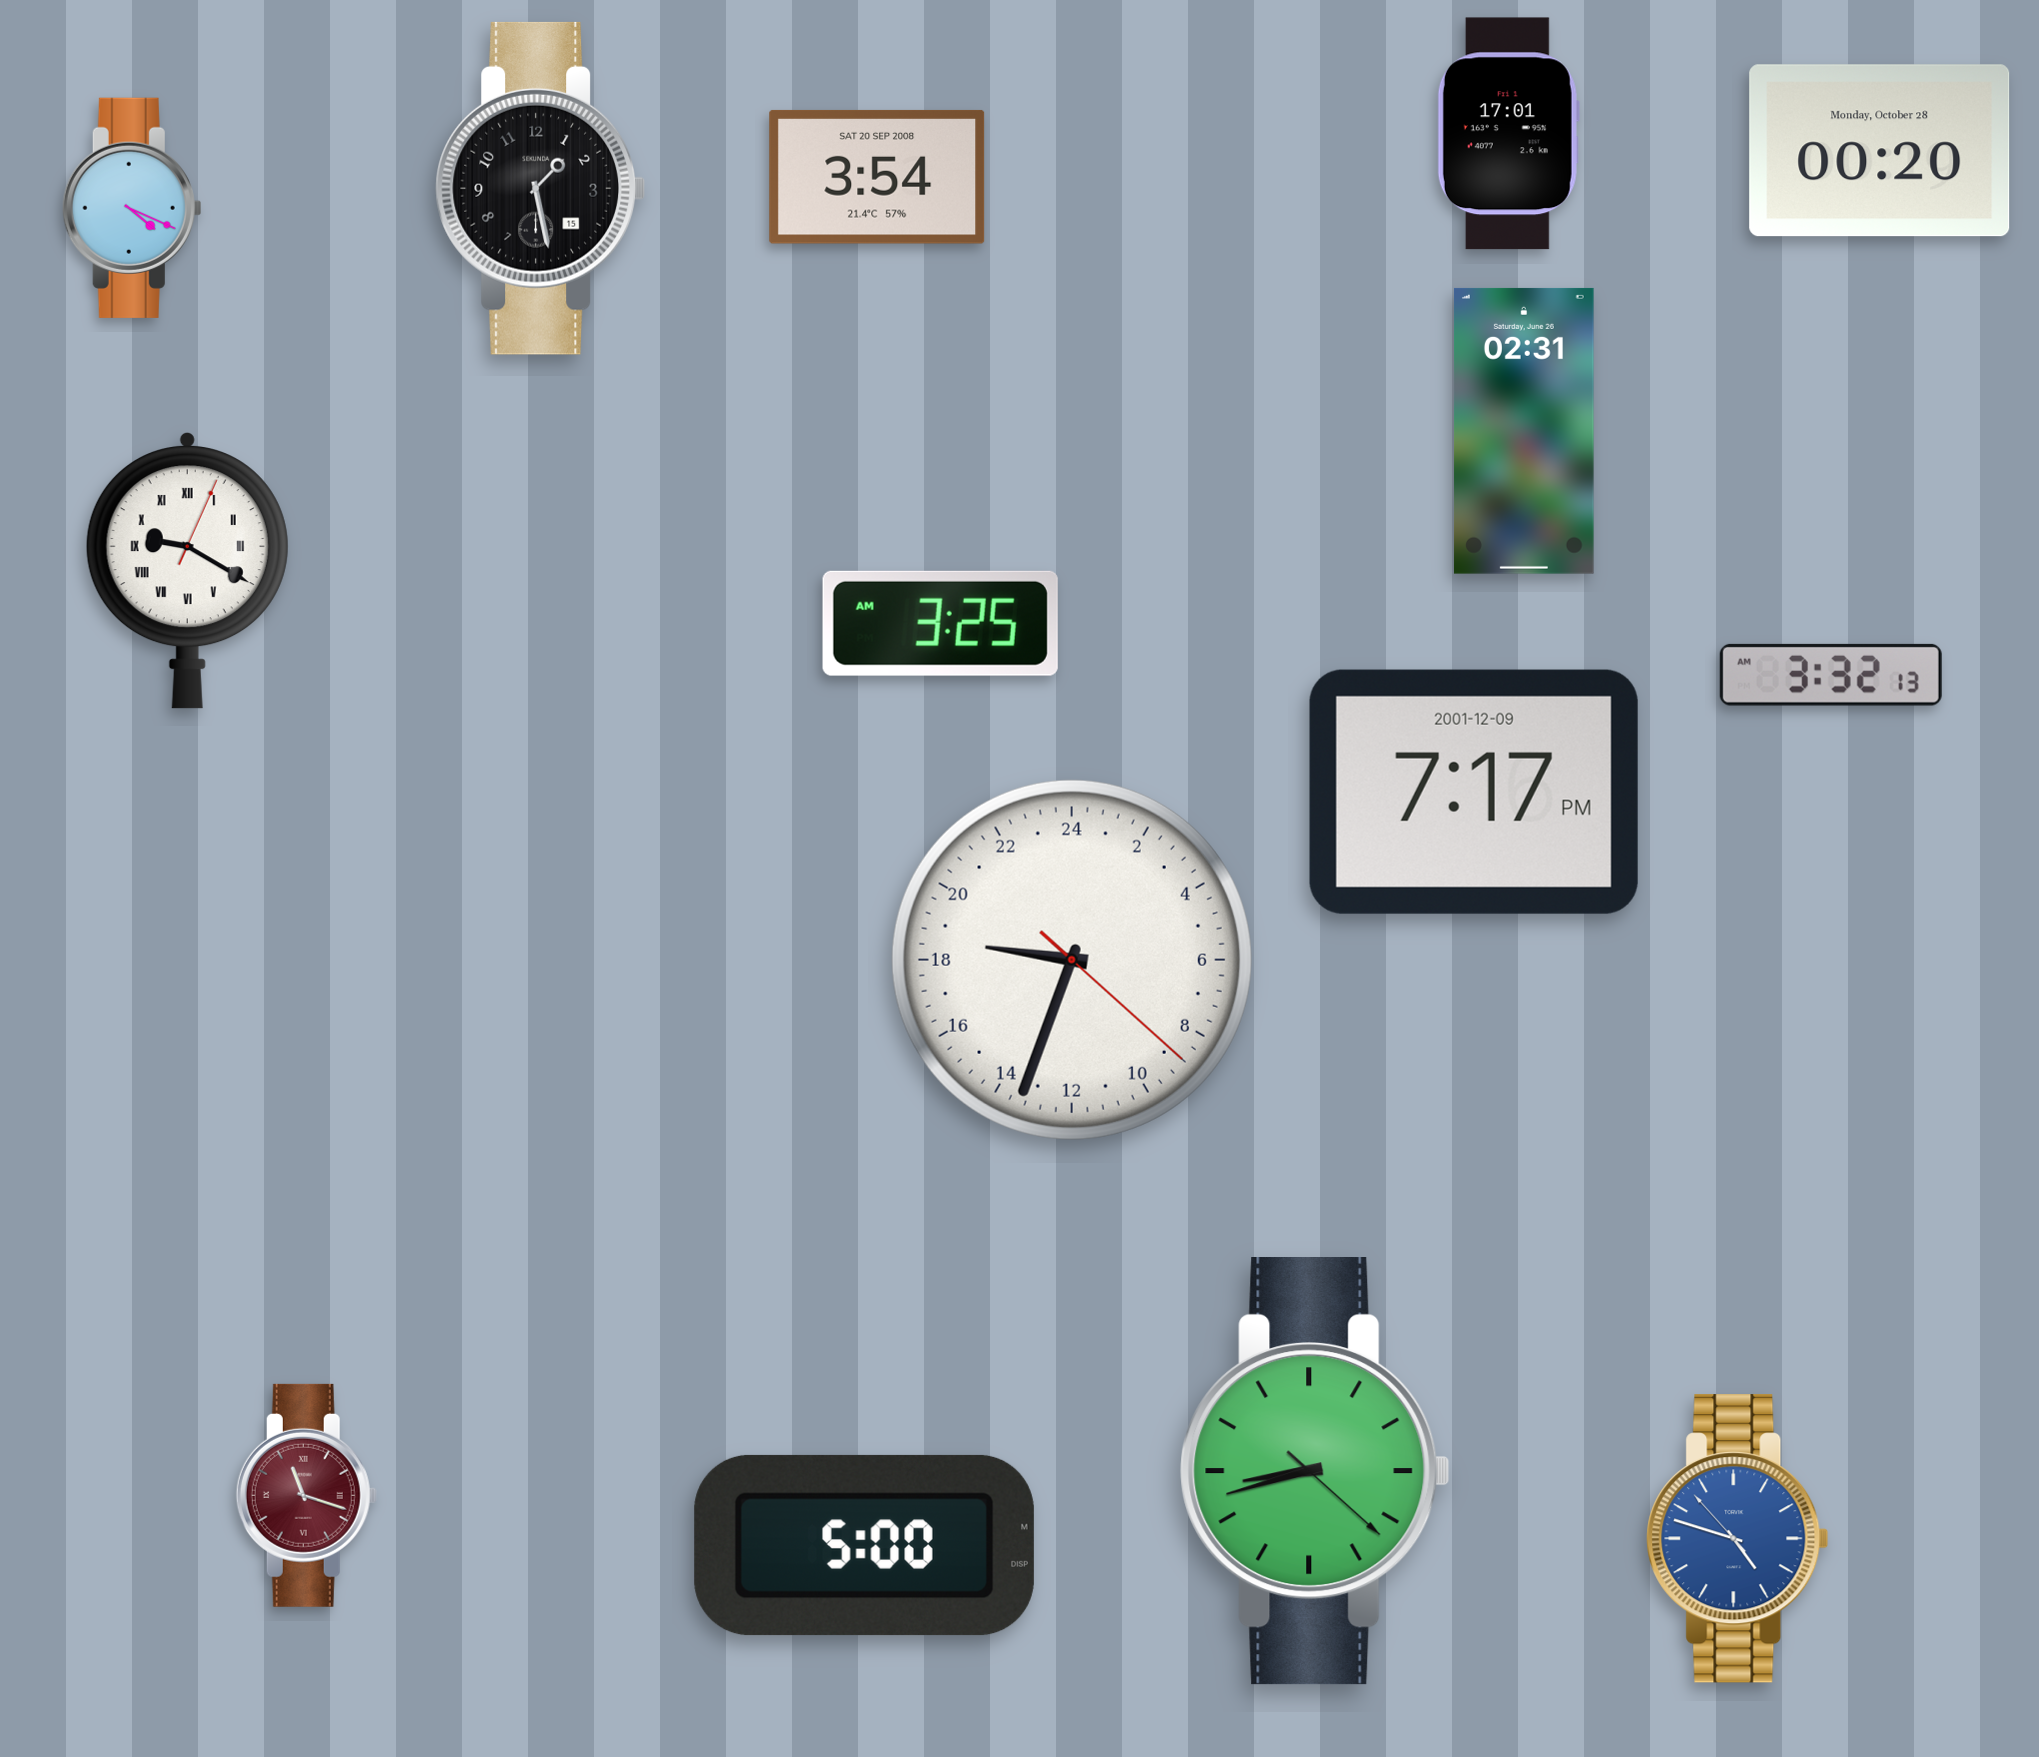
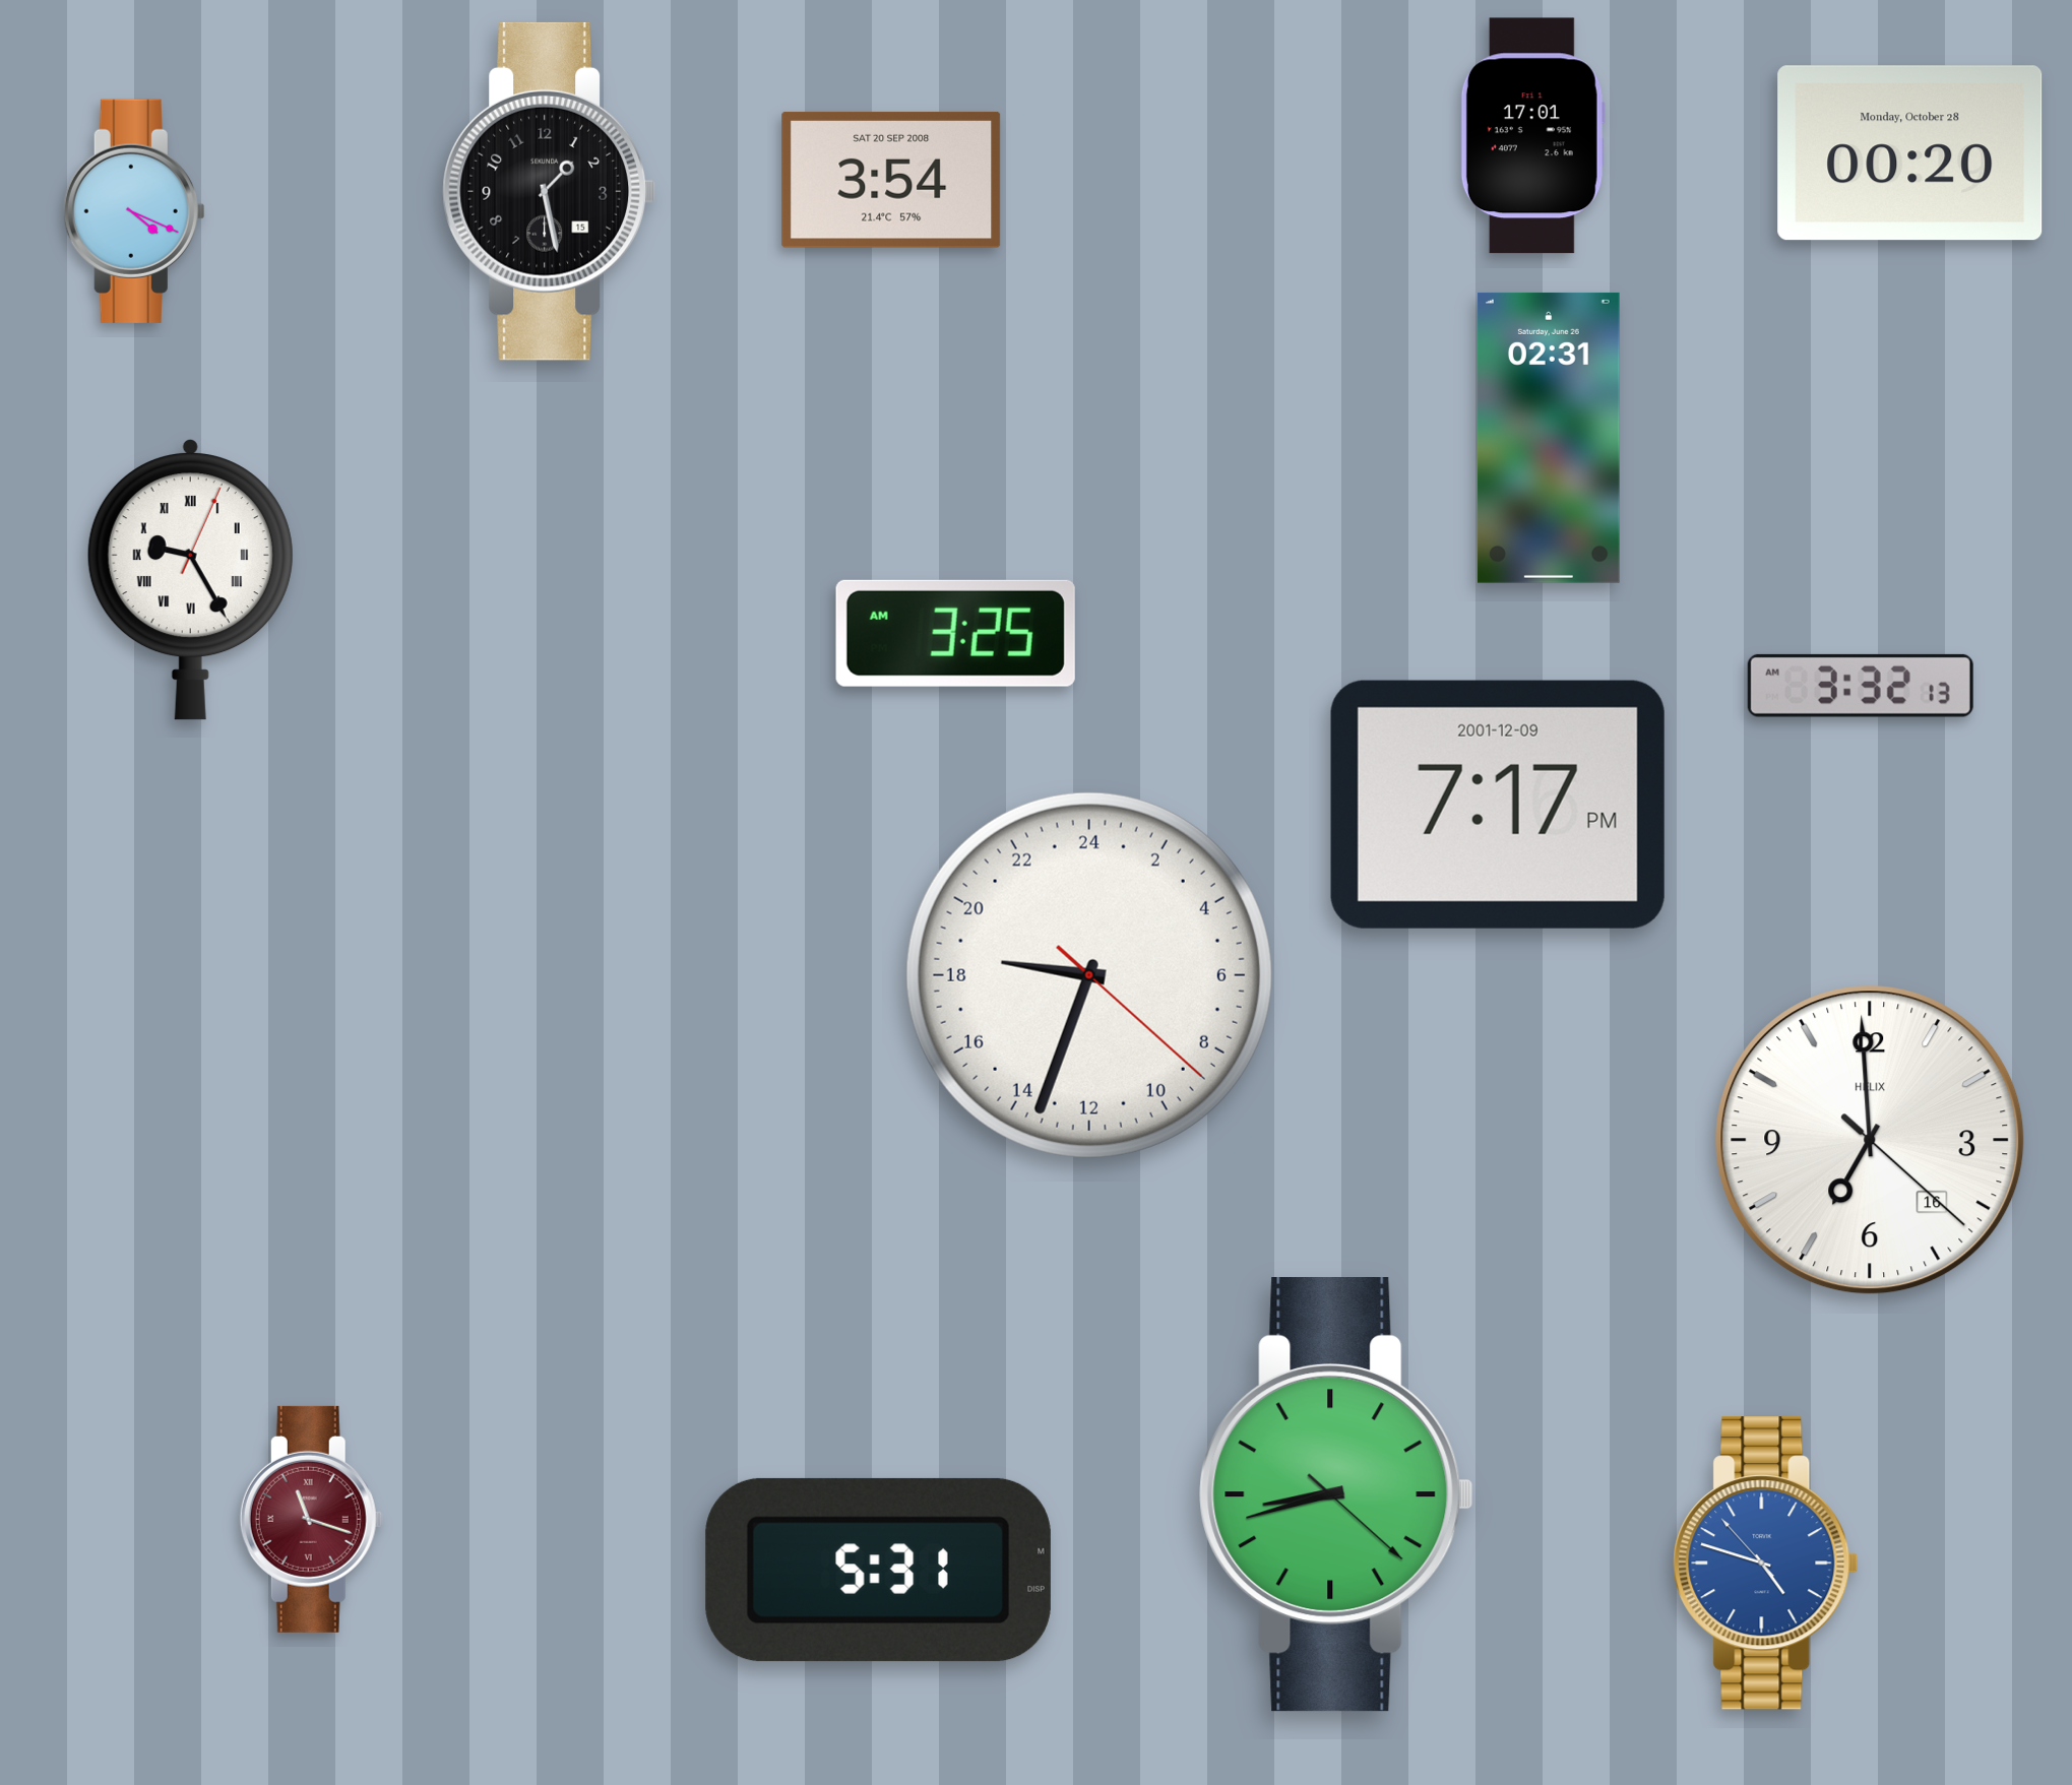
clock at (187, 571): 9:20 -> 9:25
clock at (1870, 1140): none -> 6:59
clock at (864, 1545): 5:00 -> 5:31
